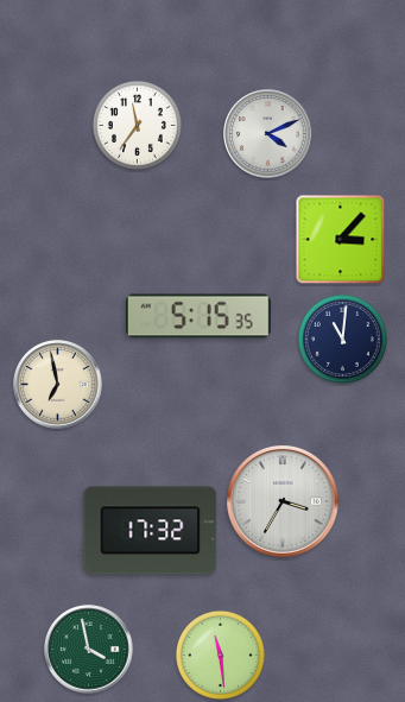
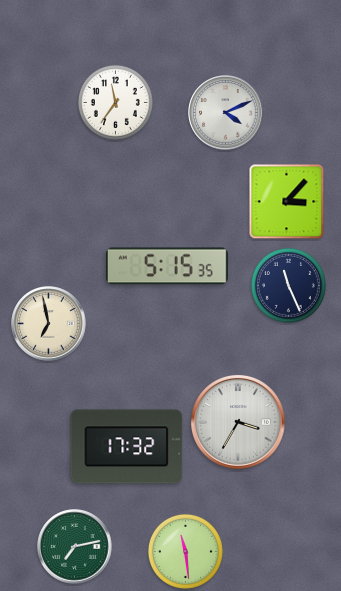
clock at (137, 125) position: (137, 125) -> (115, 102)
clock at (342, 339): 11:01 -> 11:26
clock at (89, 650): 3:58 -> 7:13
